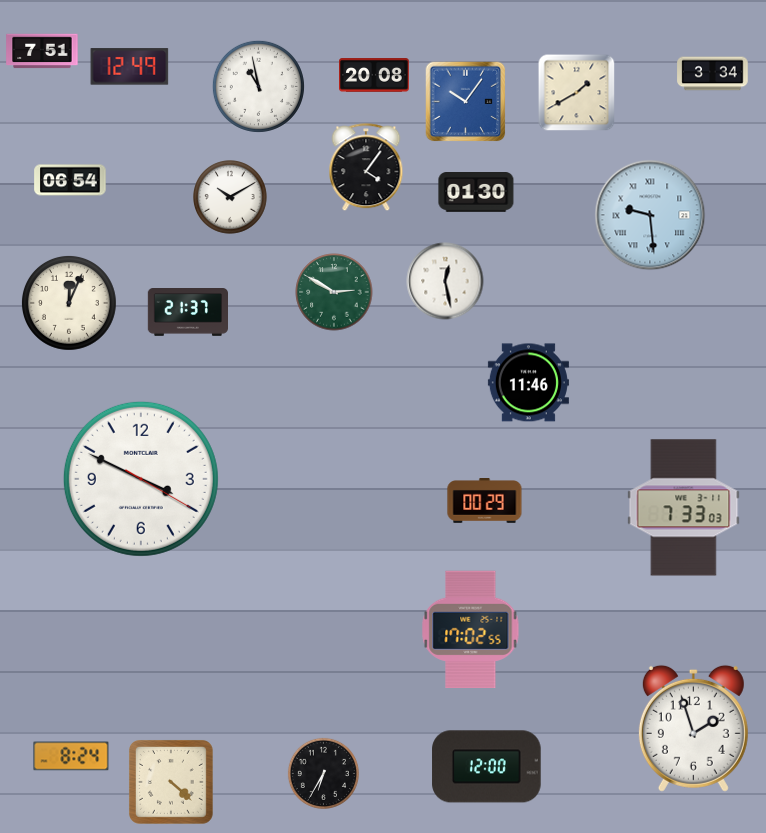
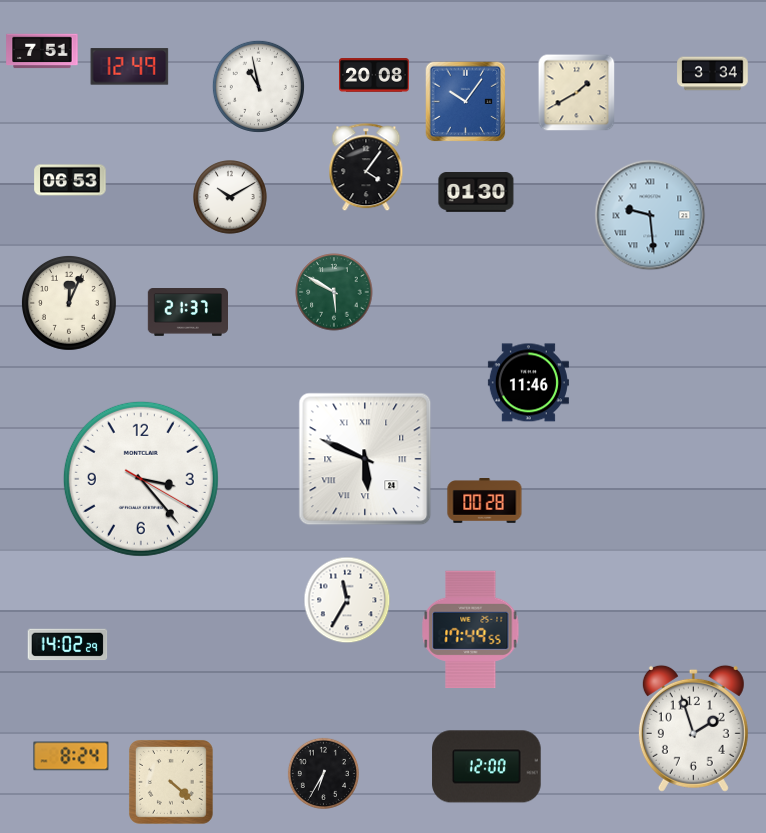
clock at (70, 180): 06:54 -> 06:53
clock at (445, 281): 12:28 -> none
clock at (334, 292): 2:50 -> 5:50
clock at (365, 459): none -> 5:49
clock at (141, 479): 3:49 -> 3:23
clock at (485, 501): 00:29 -> 00:28
clock at (684, 508): 7:33 -> none
clock at (347, 600): none -> 11:35
clock at (471, 629): 17:02 -> 17:49
clock at (68, 645): none -> 14:02
